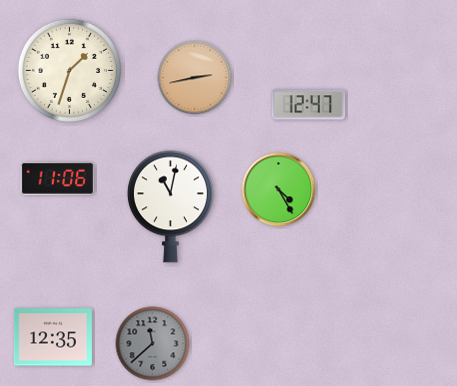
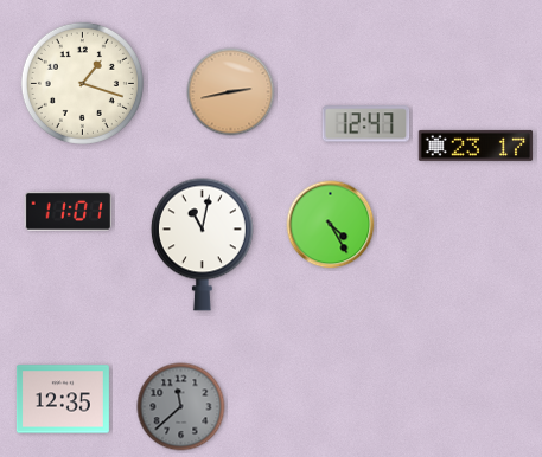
clock at (69, 70): 1:33 -> 1:18
clock at (476, 146): none -> 23:17
clock at (58, 178): 11:06 -> 11:01
